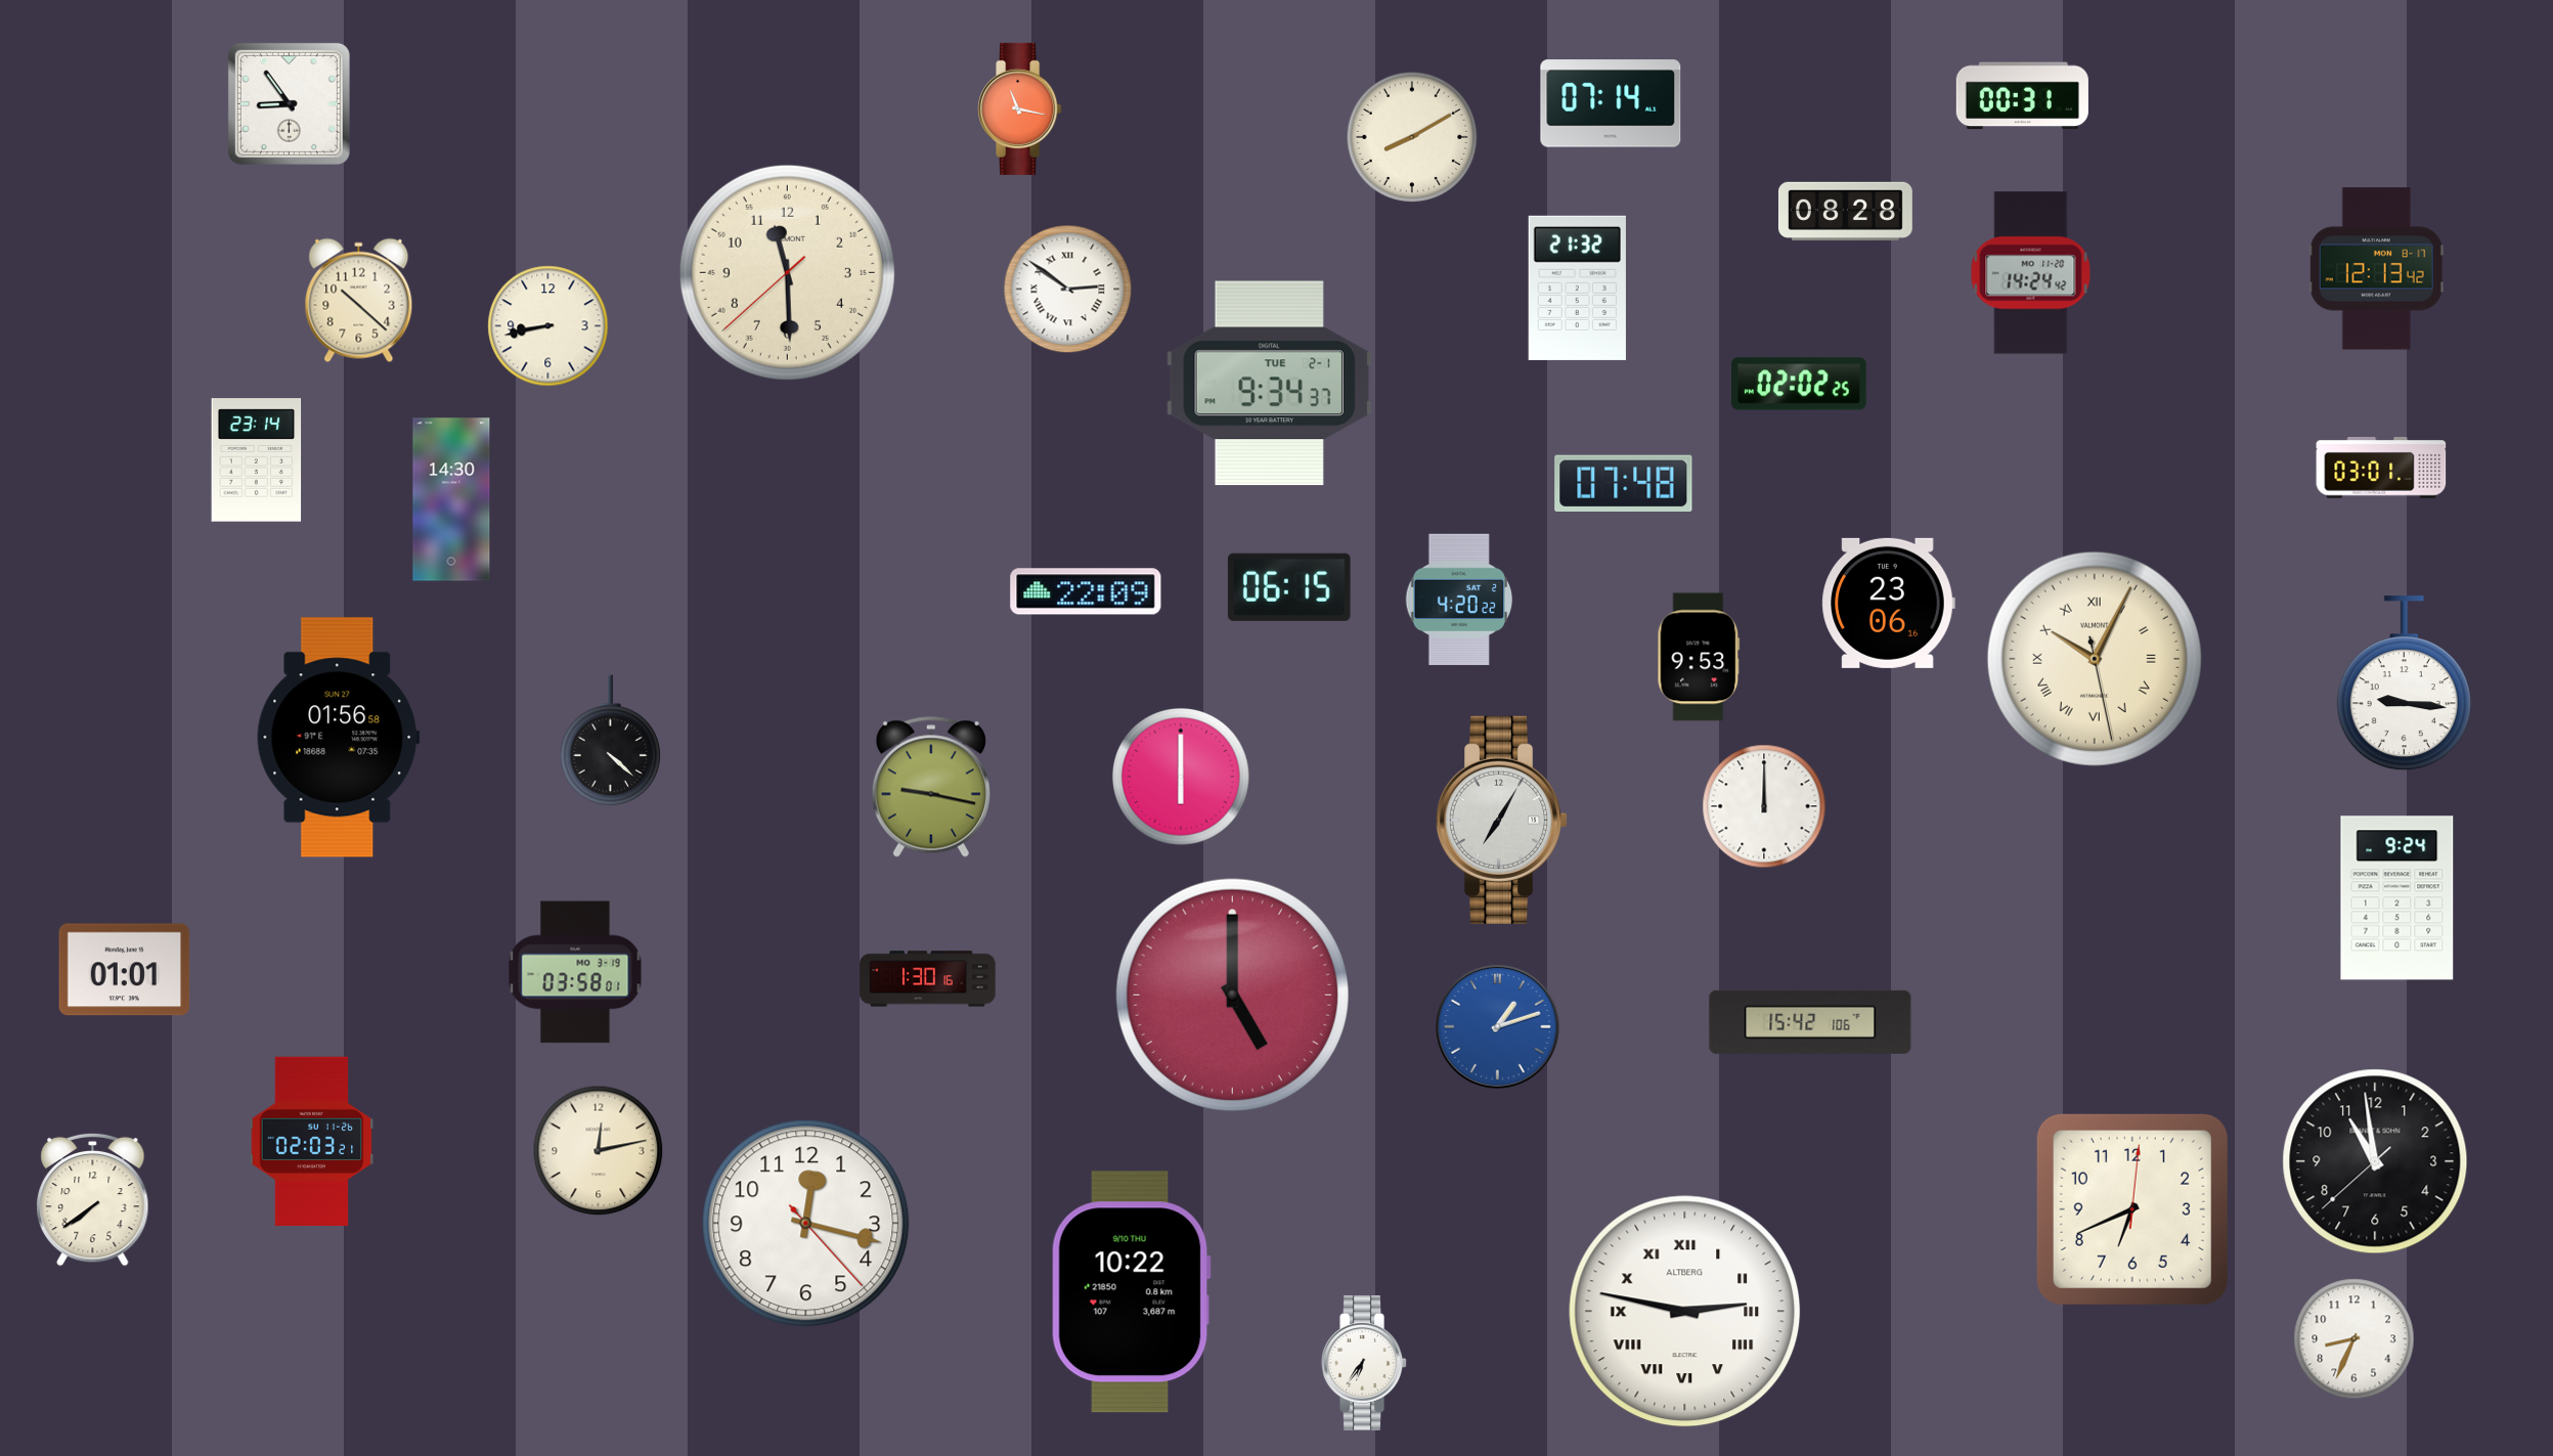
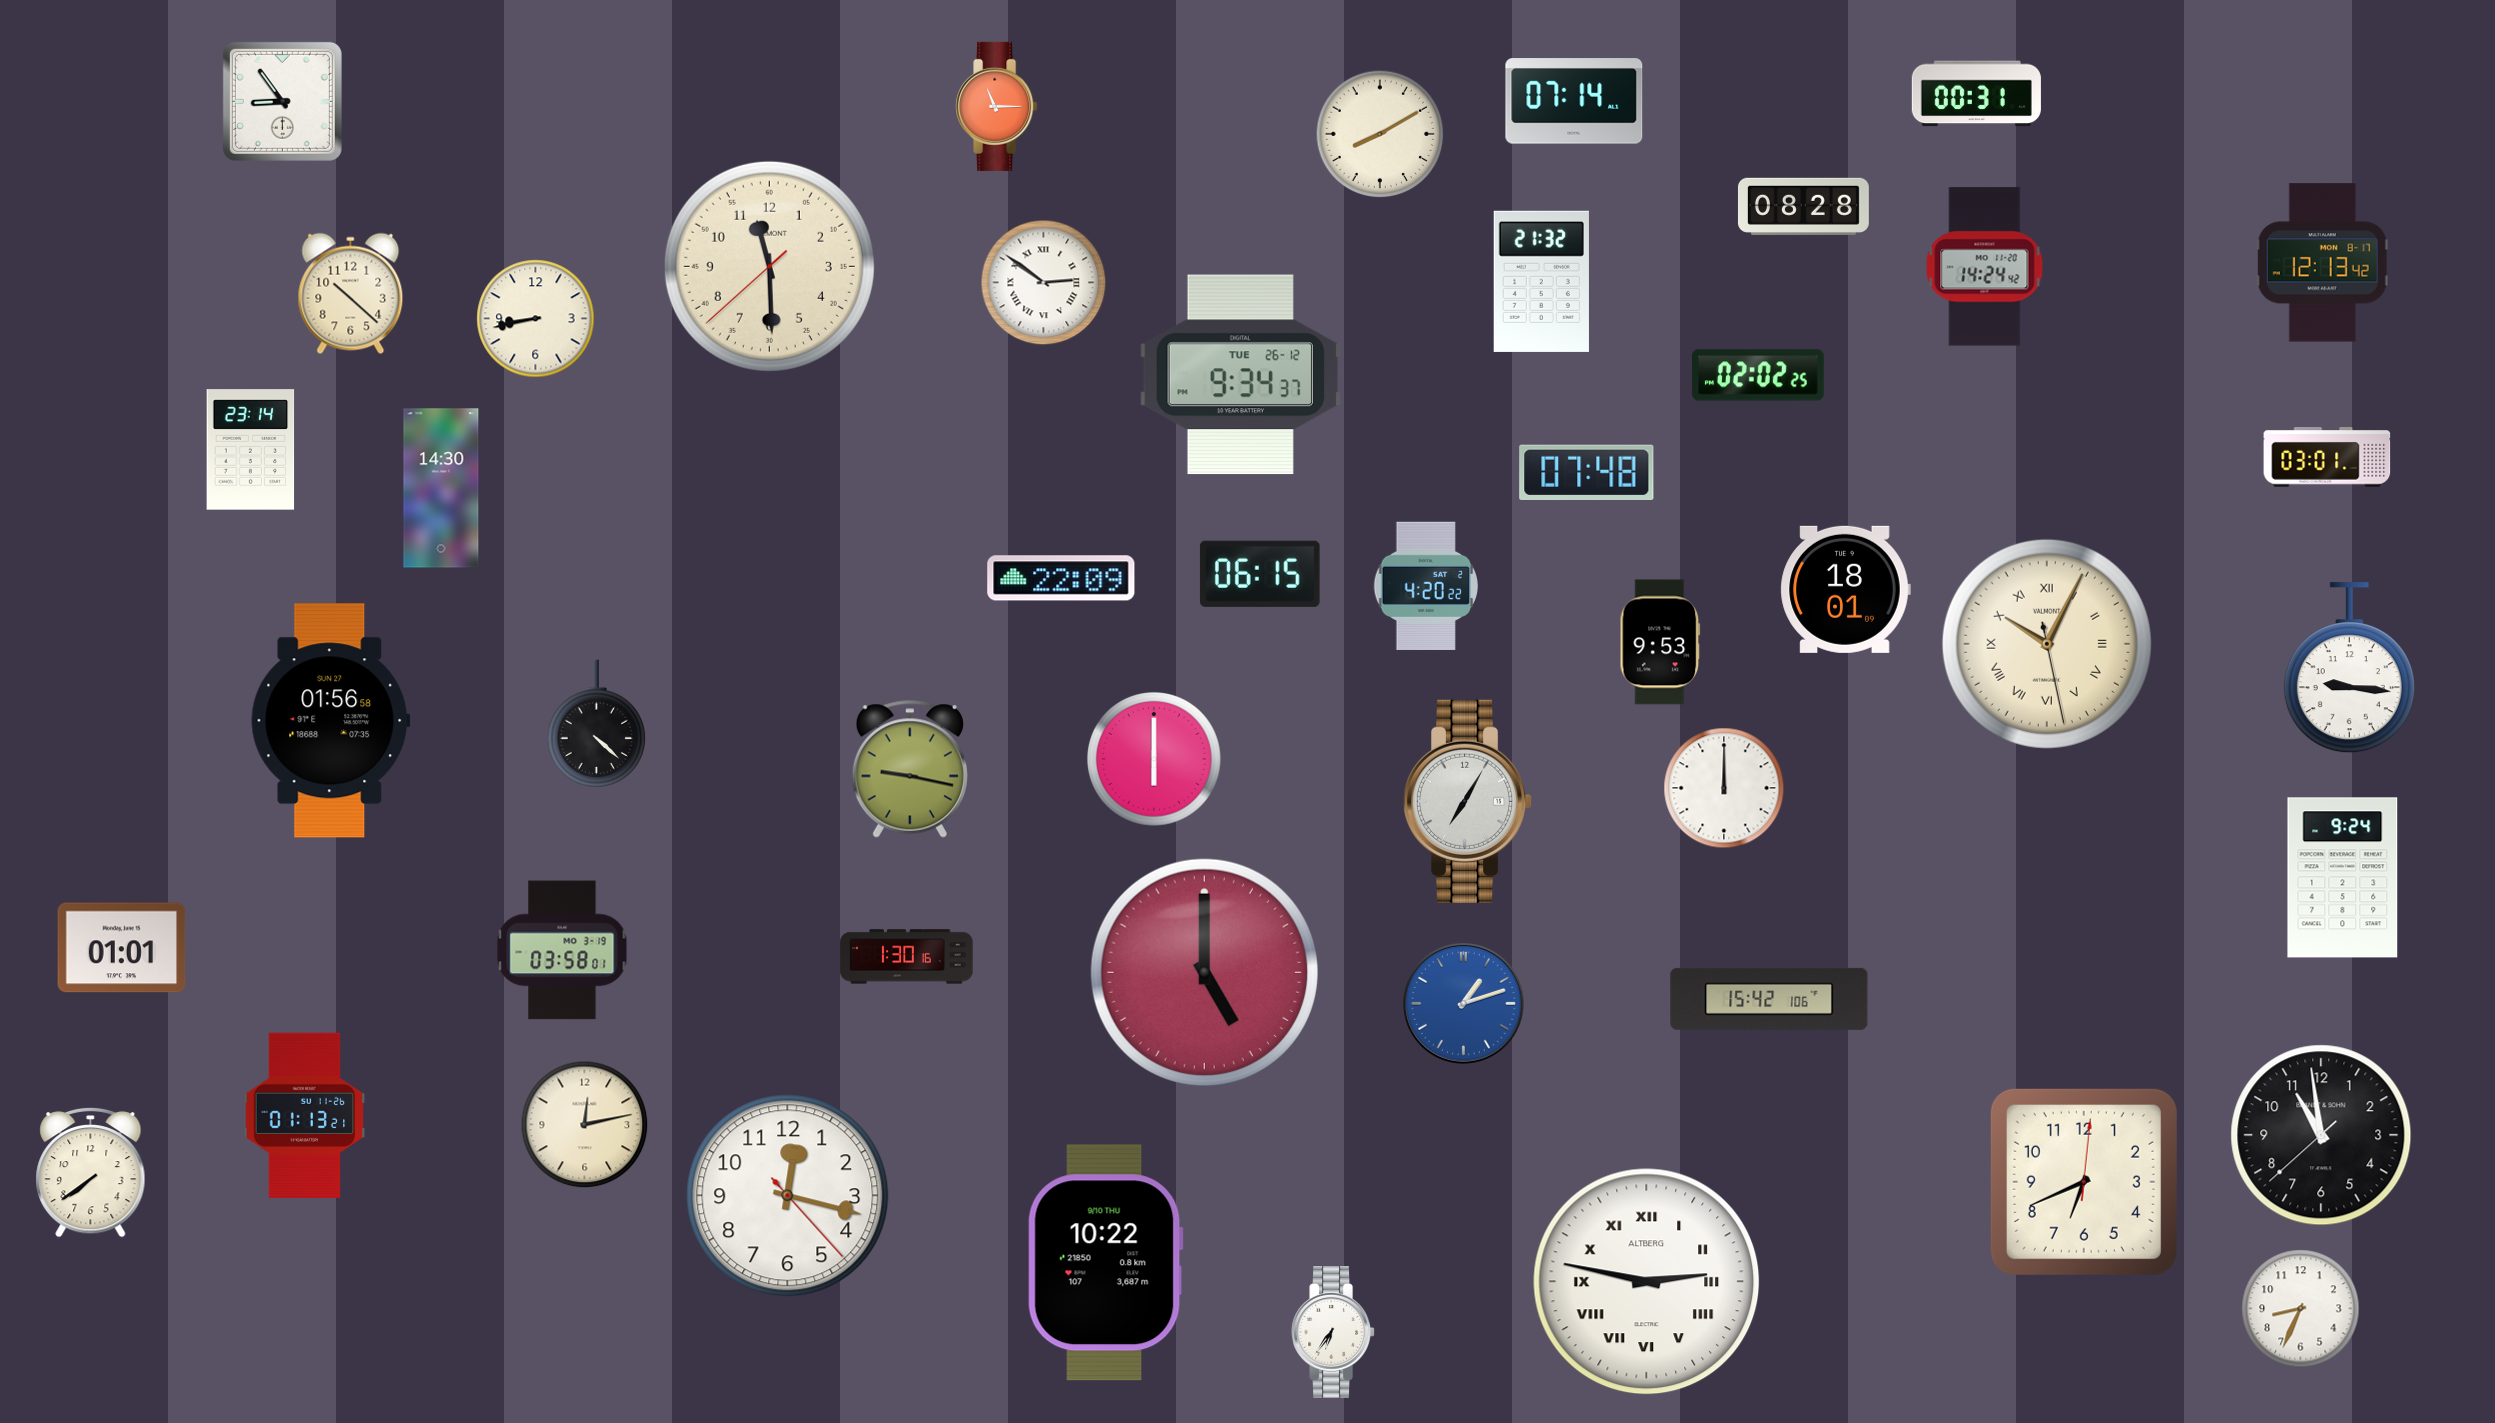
clock at (1020, 108): 11:17 -> 11:15
clock at (1269, 384) date: TUE 2-1 -> TUE 26-12
clock at (1888, 603): 23:06 -> 18:01
clock at (312, 1141): 02:03 -> 01:13
